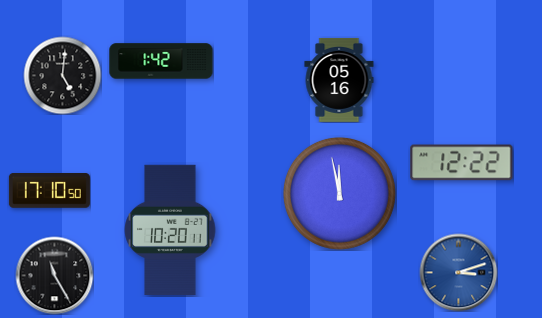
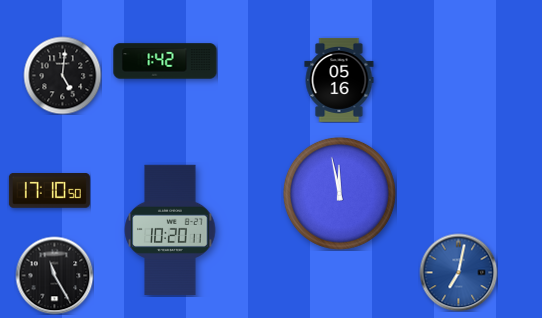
clock at (161, 61) position: (161, 61) -> (165, 61)
clock at (462, 163): 12:22 -> none
clock at (458, 272): 3:12 -> 7:02
